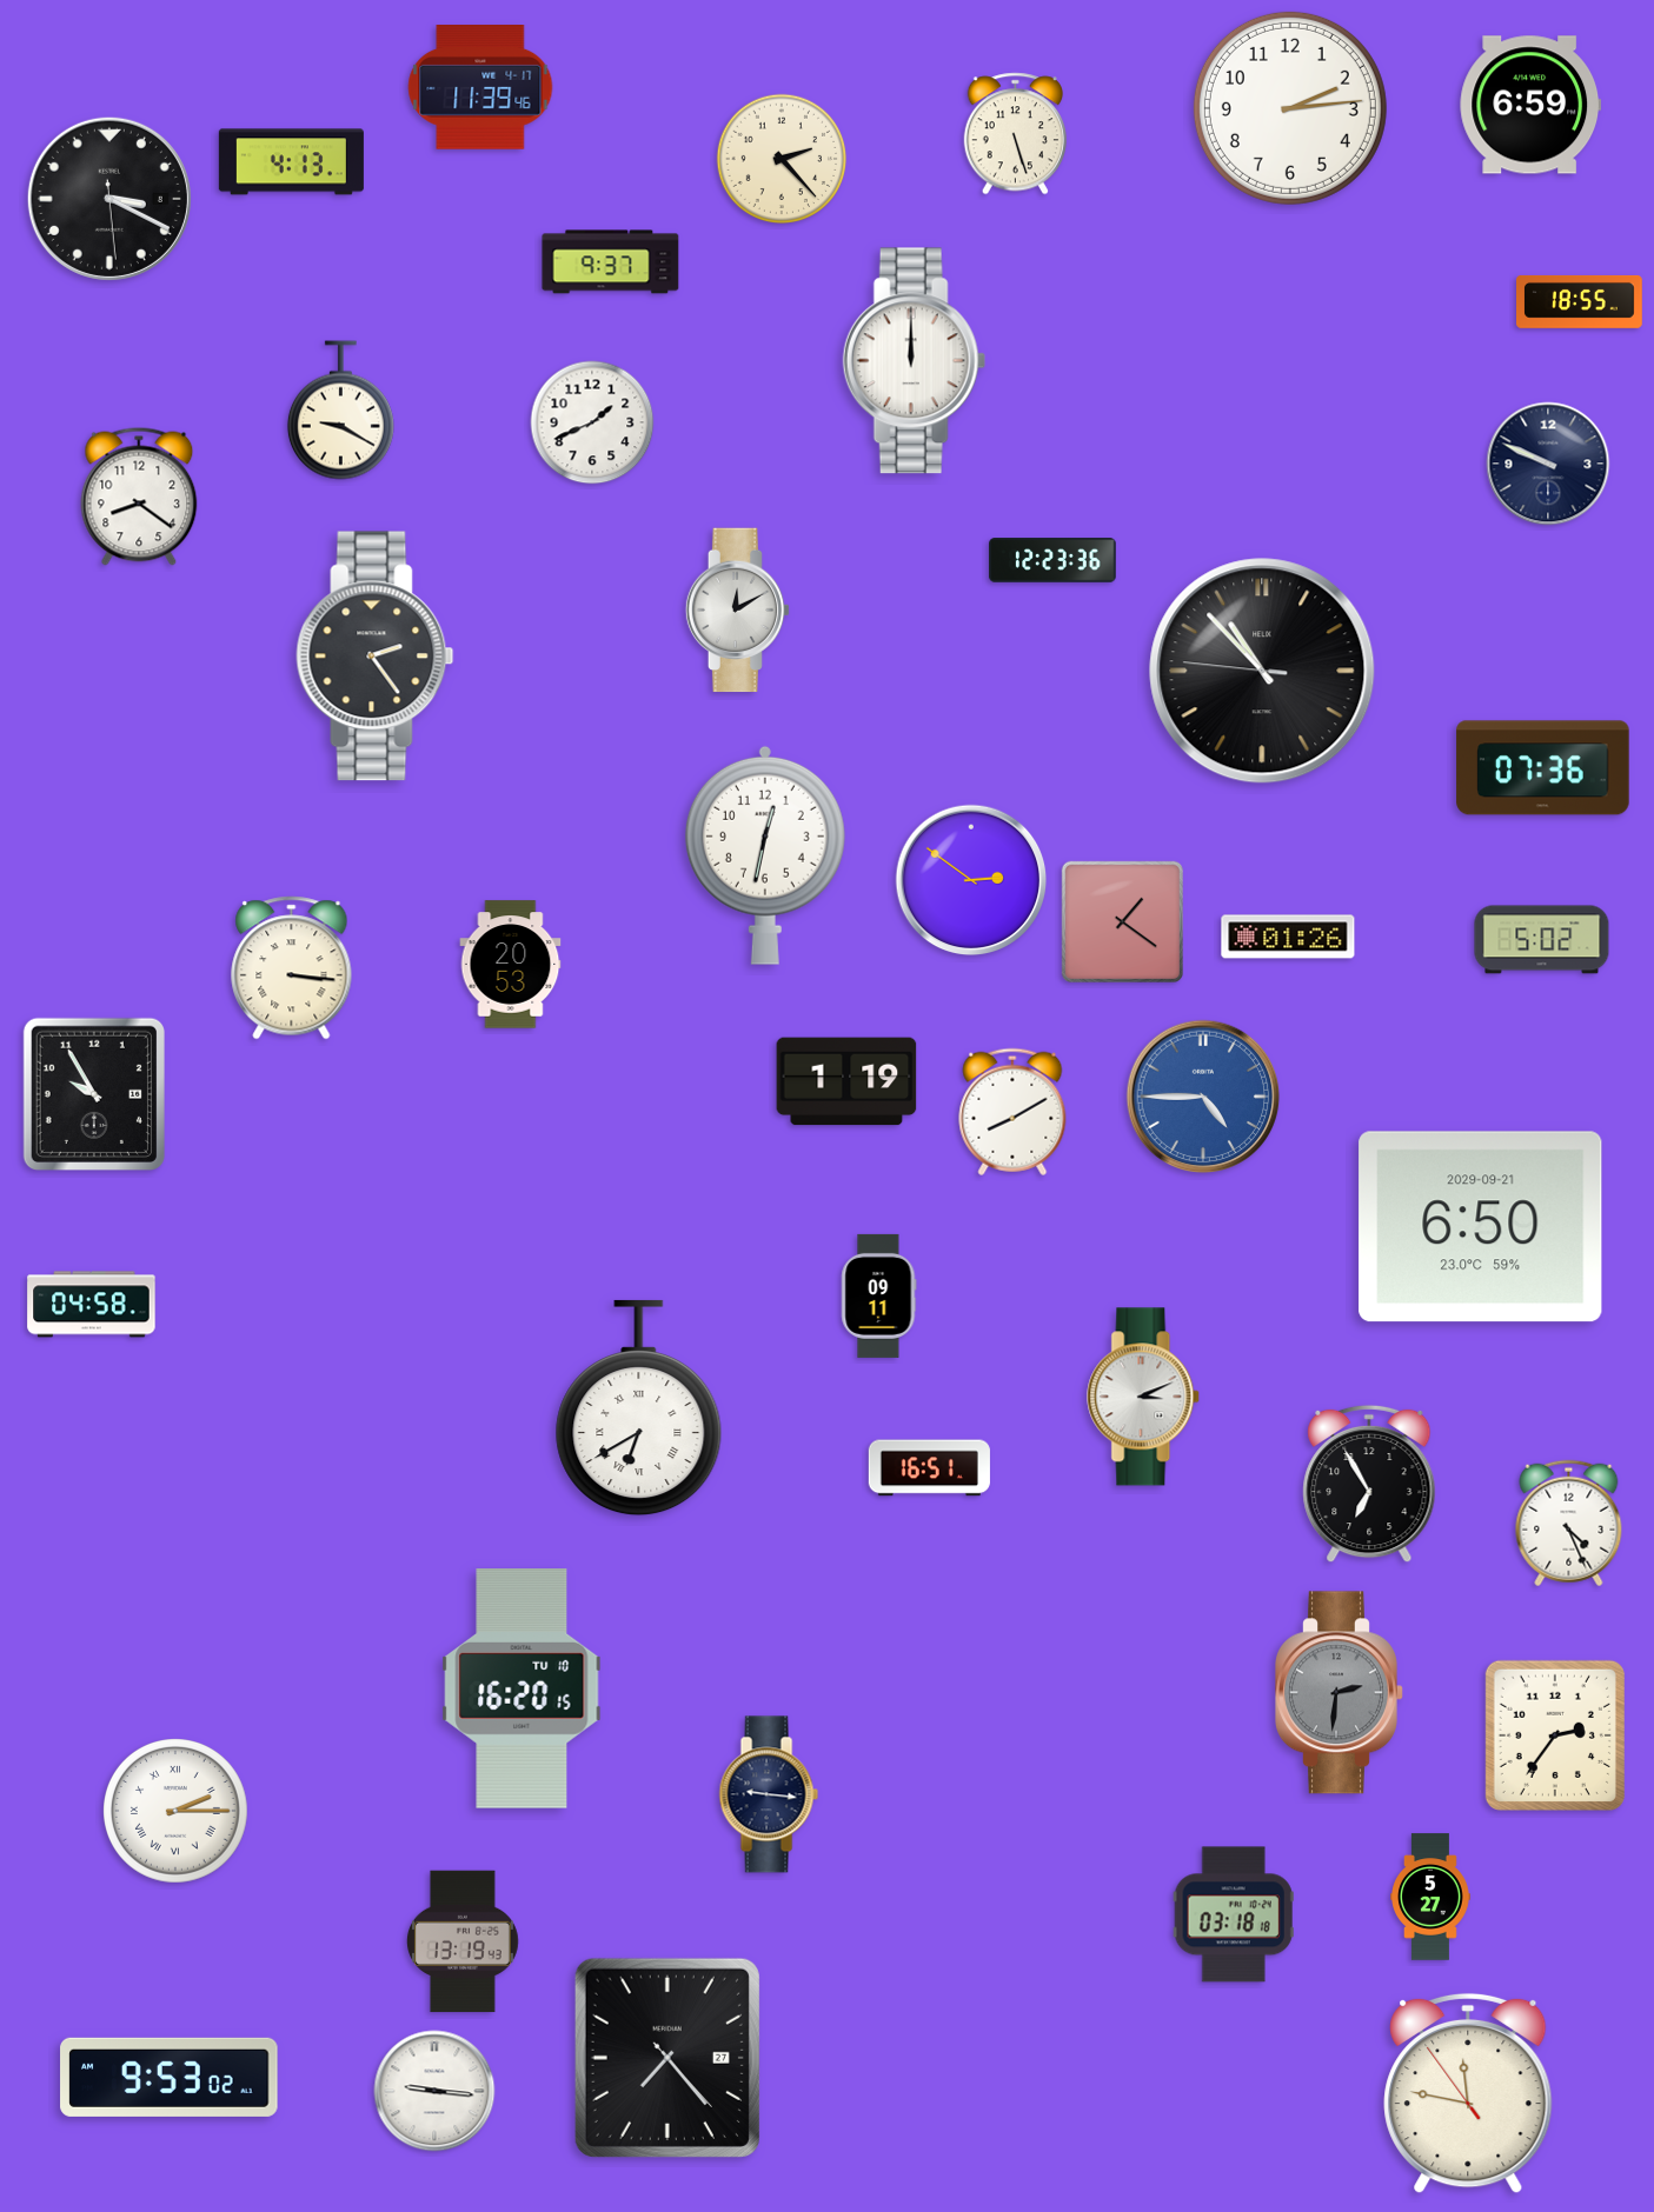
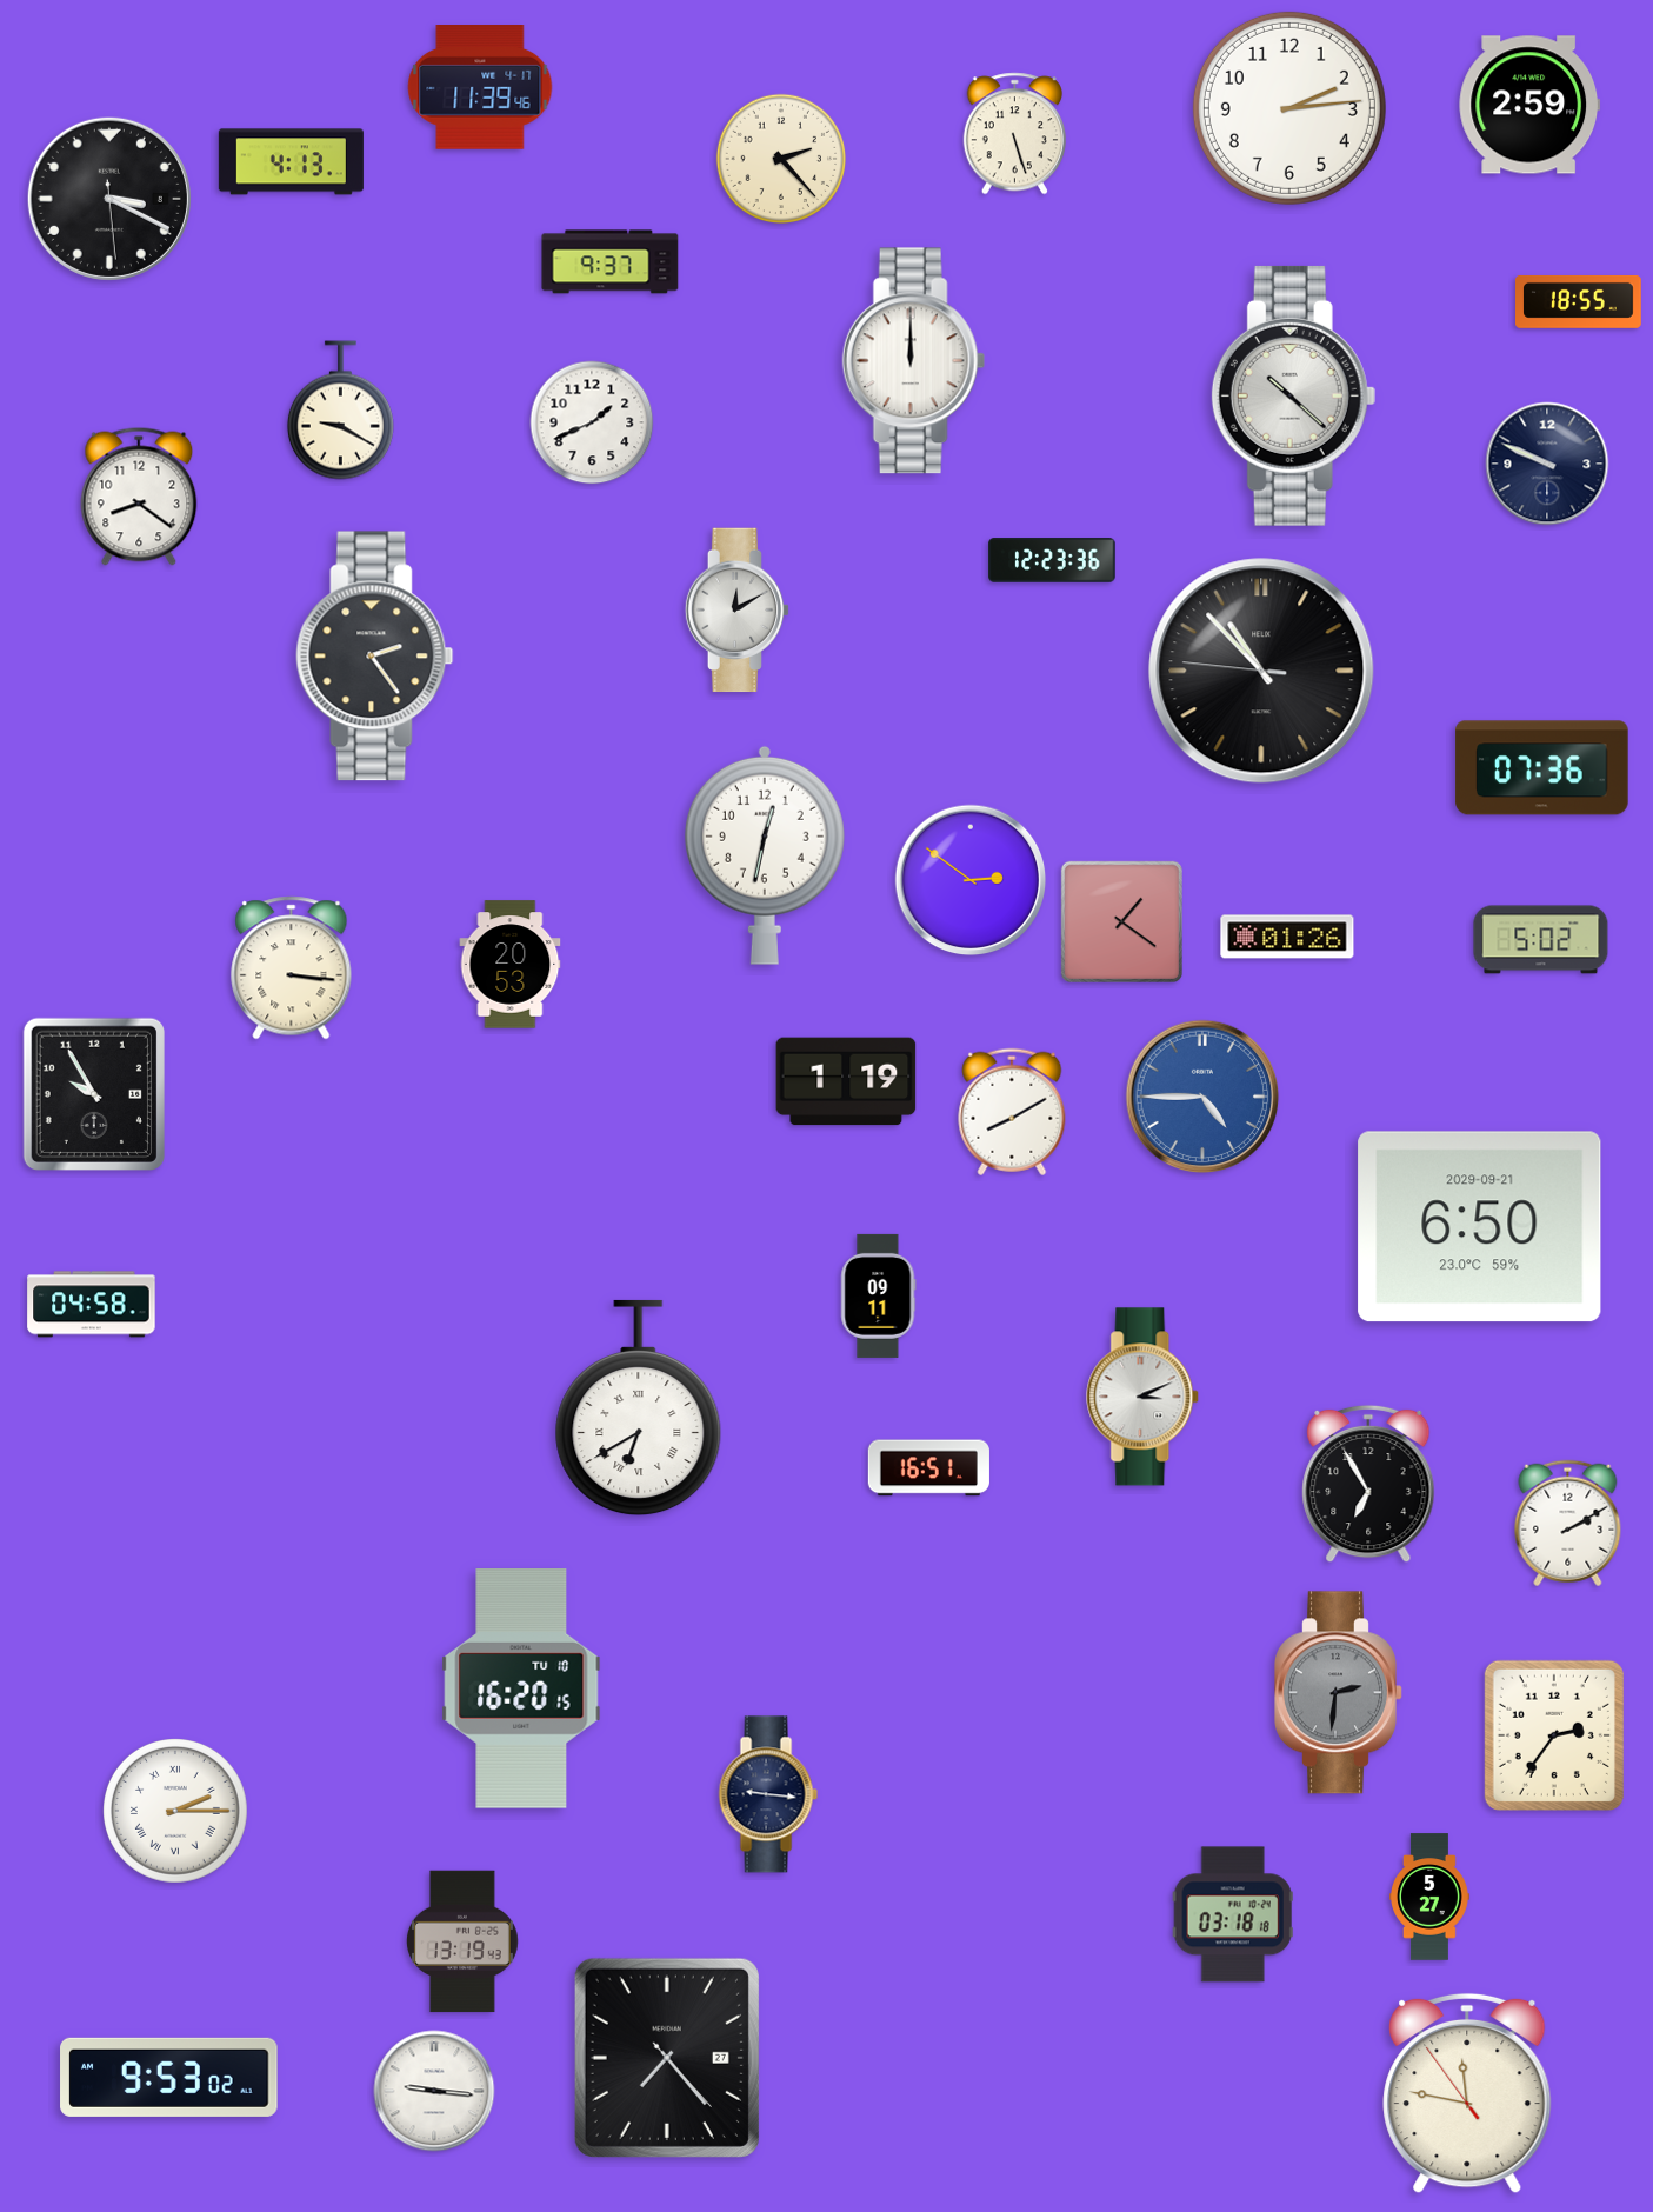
clock at (1530, 105): 6:59 -> 2:59
clock at (1294, 395): none -> 10:22
clock at (1569, 1524): 4:26 -> 2:10
